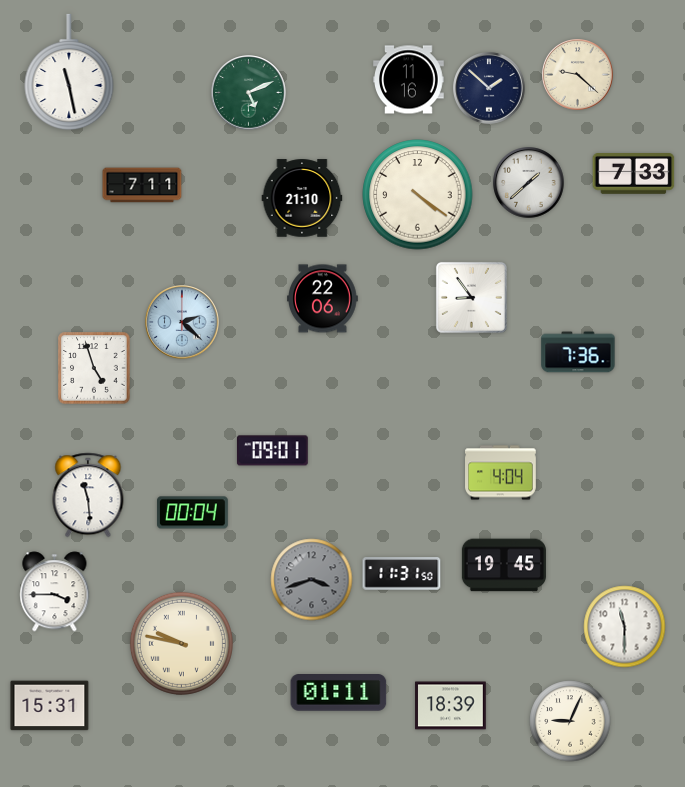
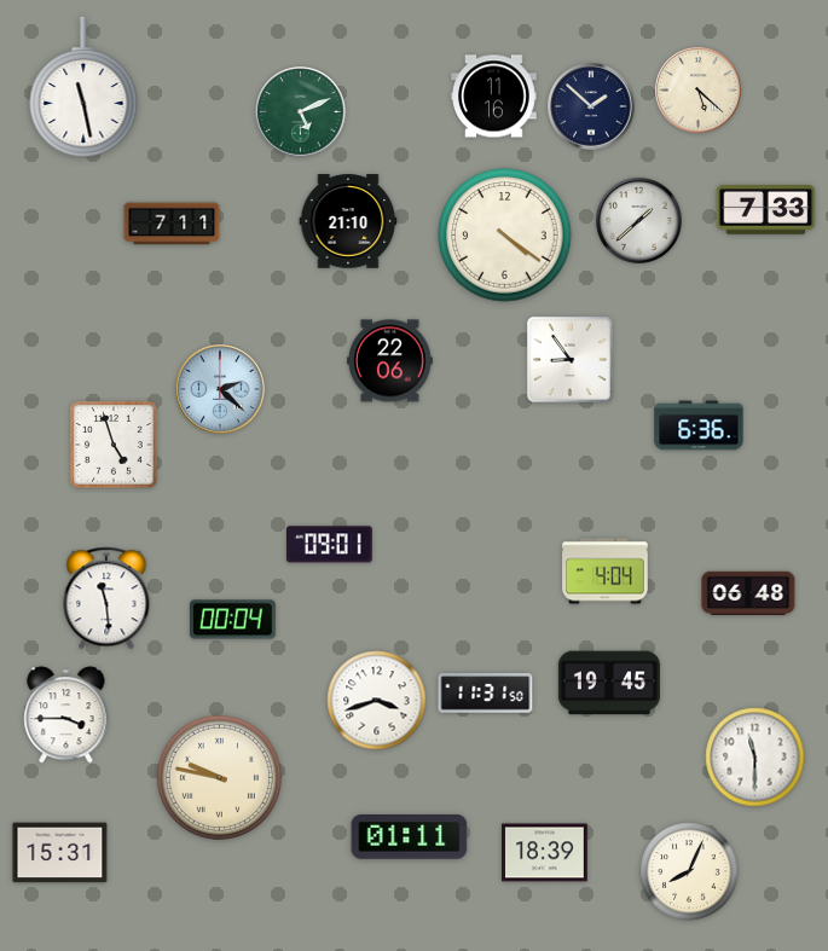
clock at (578, 75): 9:22 -> 5:22
clock at (302, 198) position: (302, 198) -> (348, 221)
clock at (578, 352): 7:36 -> 6:36
clock at (748, 593): none -> 06:48
clock at (312, 580) dial: grey -> white
clock at (570, 721): 9:04 -> 8:04
